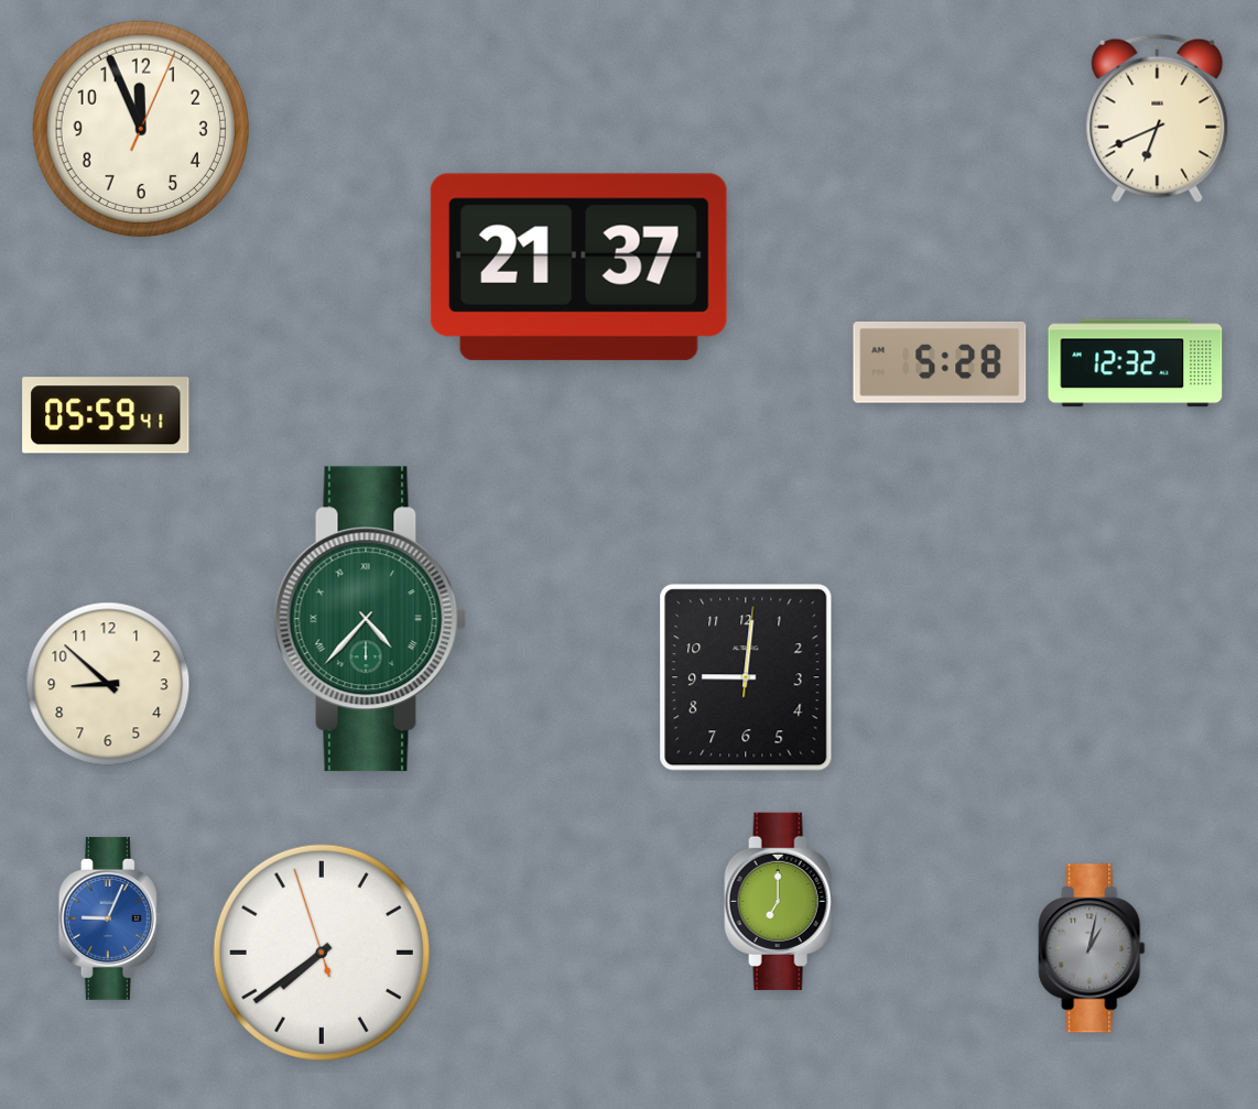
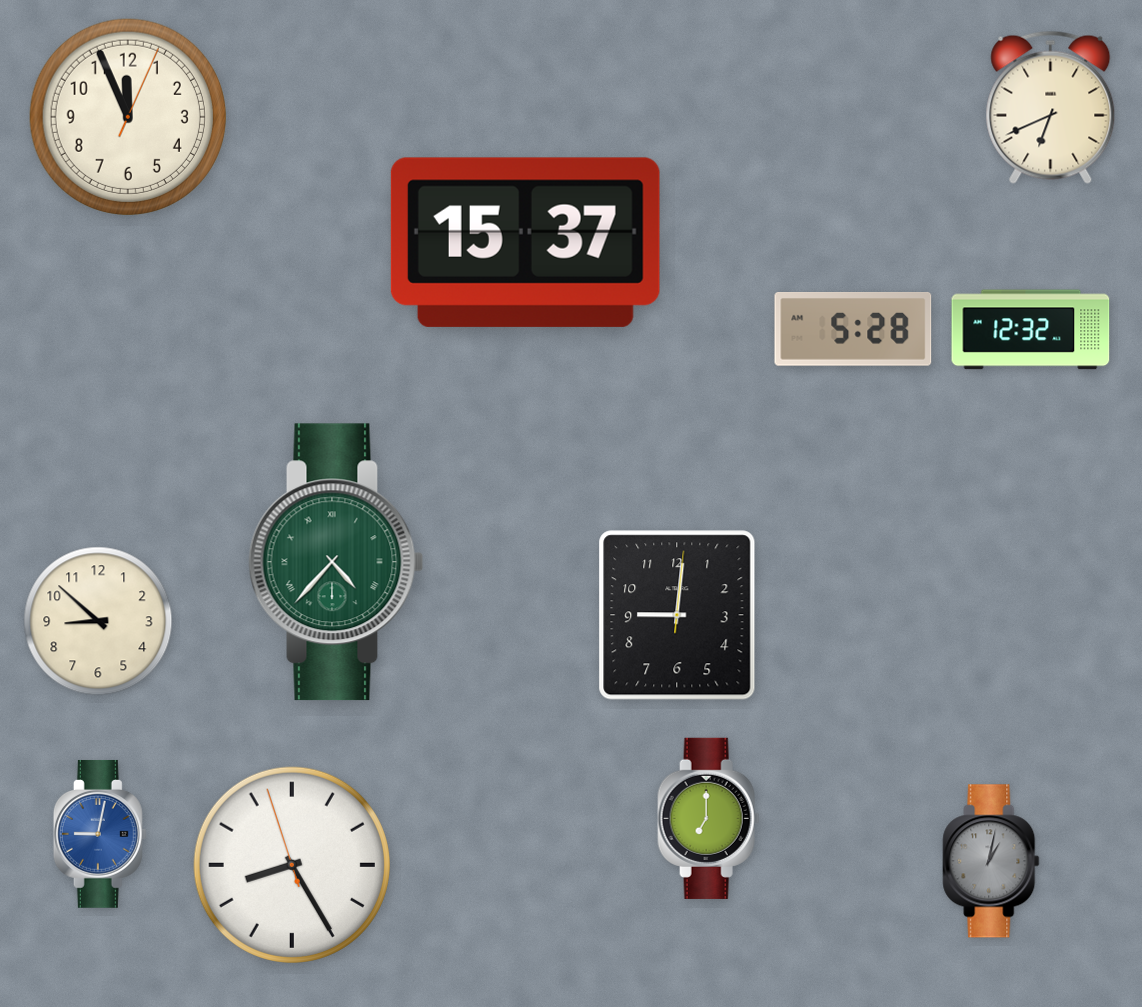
clock at (578, 267): 21:37 -> 15:37
clock at (106, 415): 05:59 -> none
clock at (110, 918): 9:04 -> 9:02
clock at (322, 953): 7:38 -> 8:24
